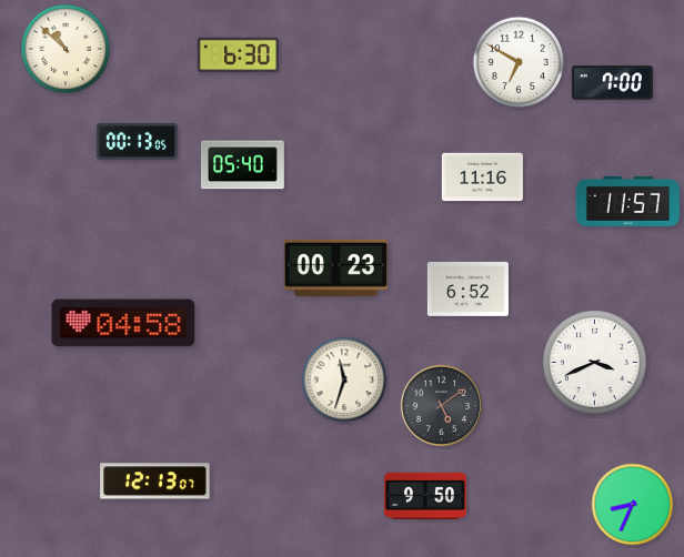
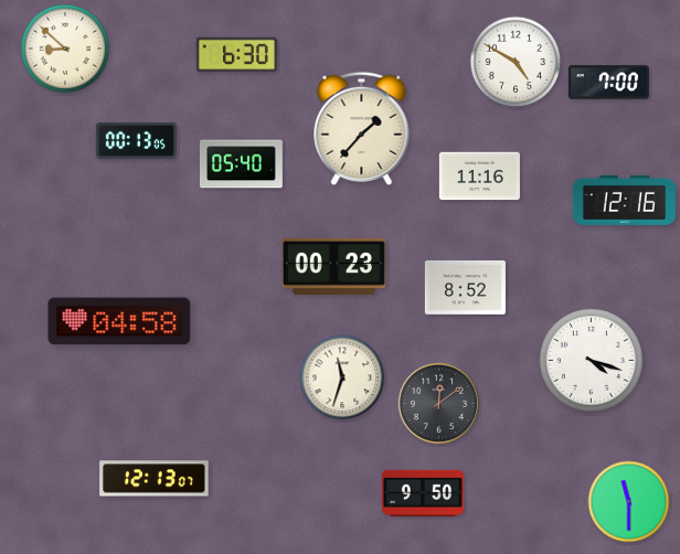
clock at (66, 49): 10:52 -> 8:52
clock at (519, 62): 6:50 -> 4:50
clock at (362, 128): none -> 1:37
clock at (627, 201): 11:57 -> 12:16
clock at (467, 288): 6:52 -> 8:52
clock at (123, 323) position: (123, 323) -> (119, 321)
clock at (594, 362): 3:41 -> 4:18
clock at (442, 406): 5:09 -> 12:09
clock at (633, 505): 8:34 -> 11:30
